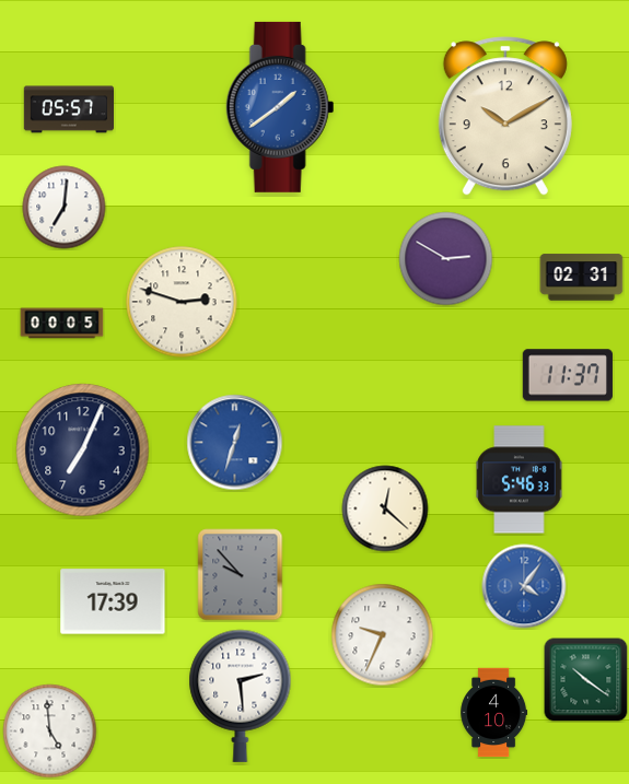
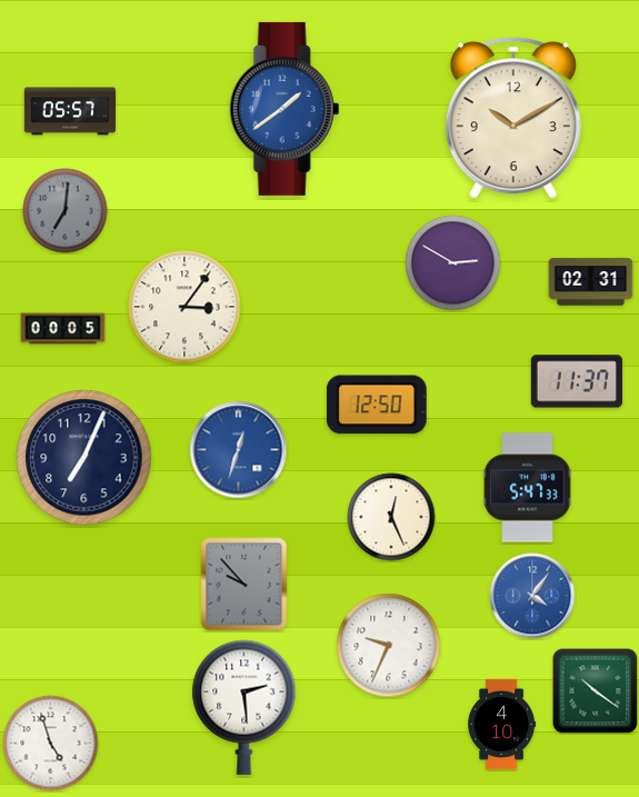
clock at (65, 208) dial: white -> grey
clock at (182, 302): 2:48 -> 3:06
clock at (377, 405): none -> 12:50
clock at (520, 480): 5:46 -> 5:47
clock at (385, 508): 12:22 -> 12:26
clock at (113, 601): 17:39 -> none
clock at (50, 732): 4:59 -> 4:57
